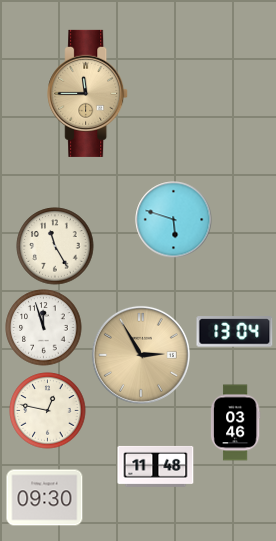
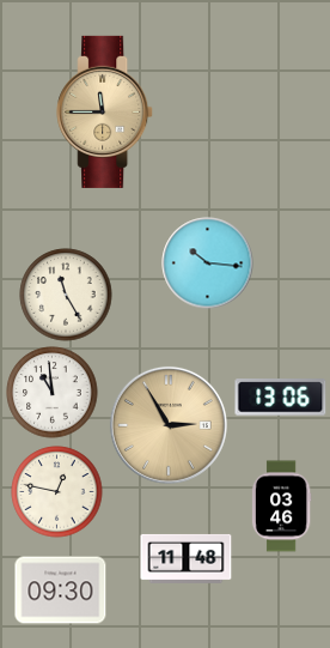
clock at (174, 220): 5:48 -> 10:16
clock at (44, 328): 11:57 -> 10:59
clock at (235, 332): 13:04 -> 13:06
clock at (45, 498) position: (45, 498) -> (61, 591)
